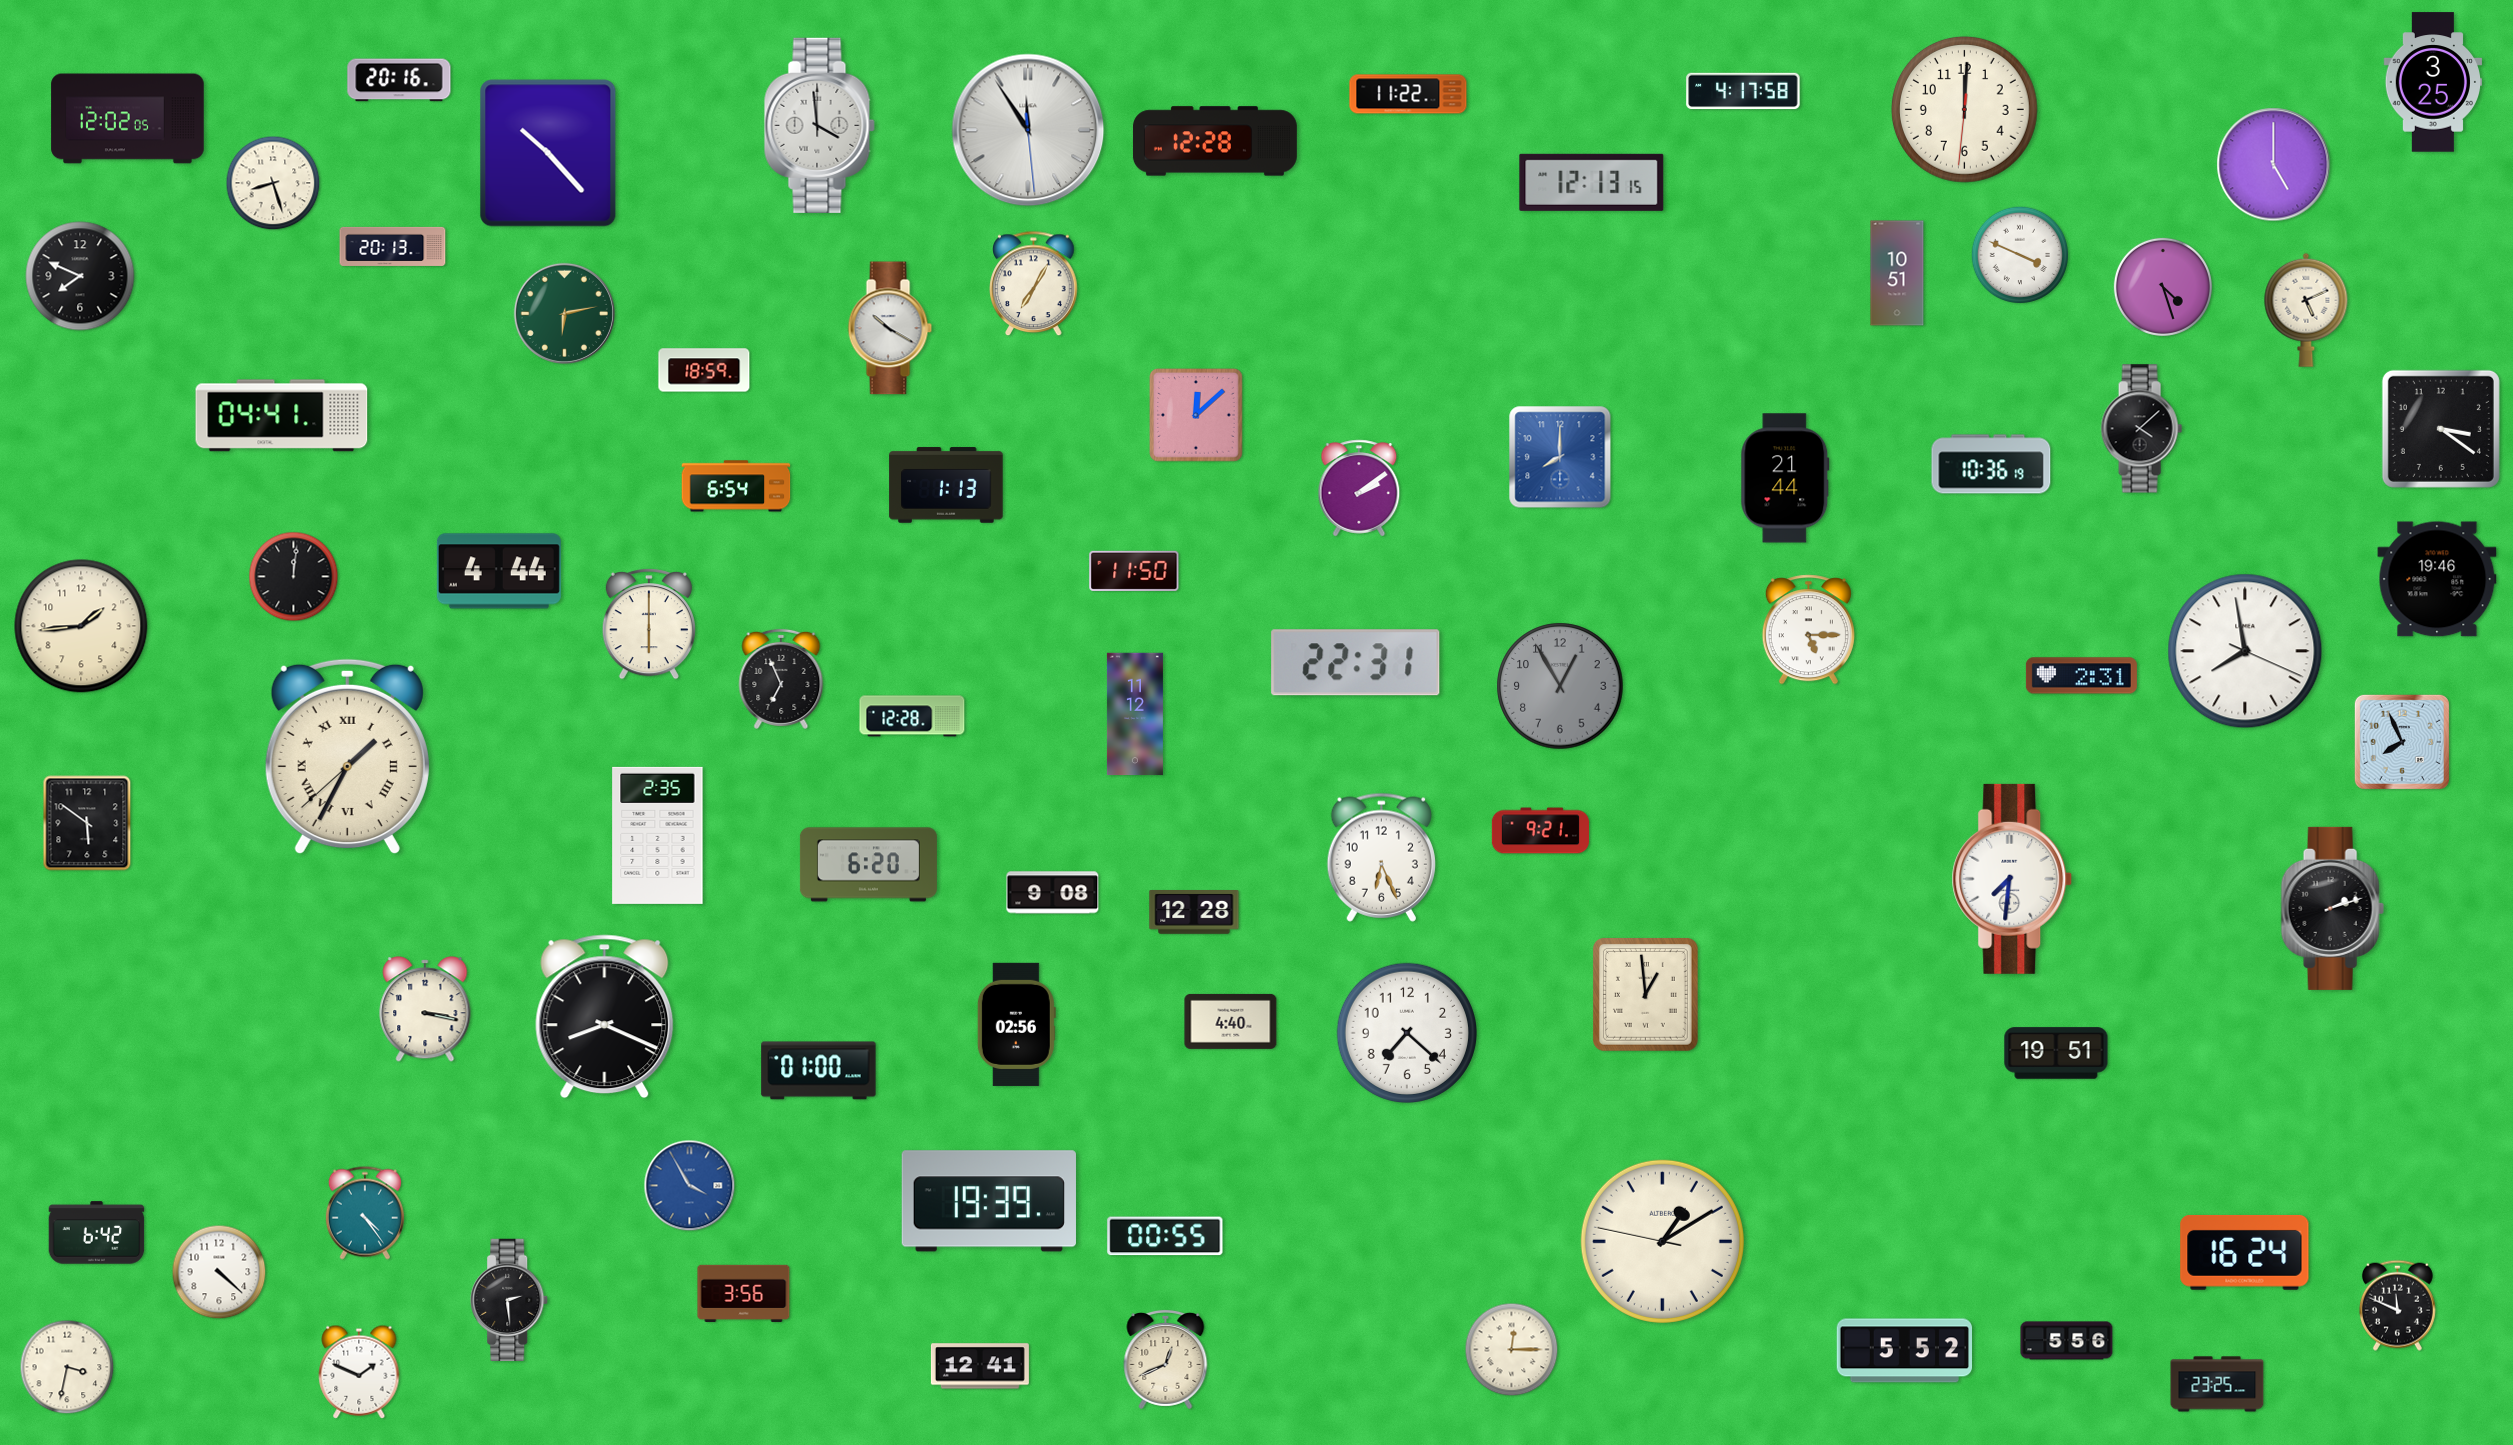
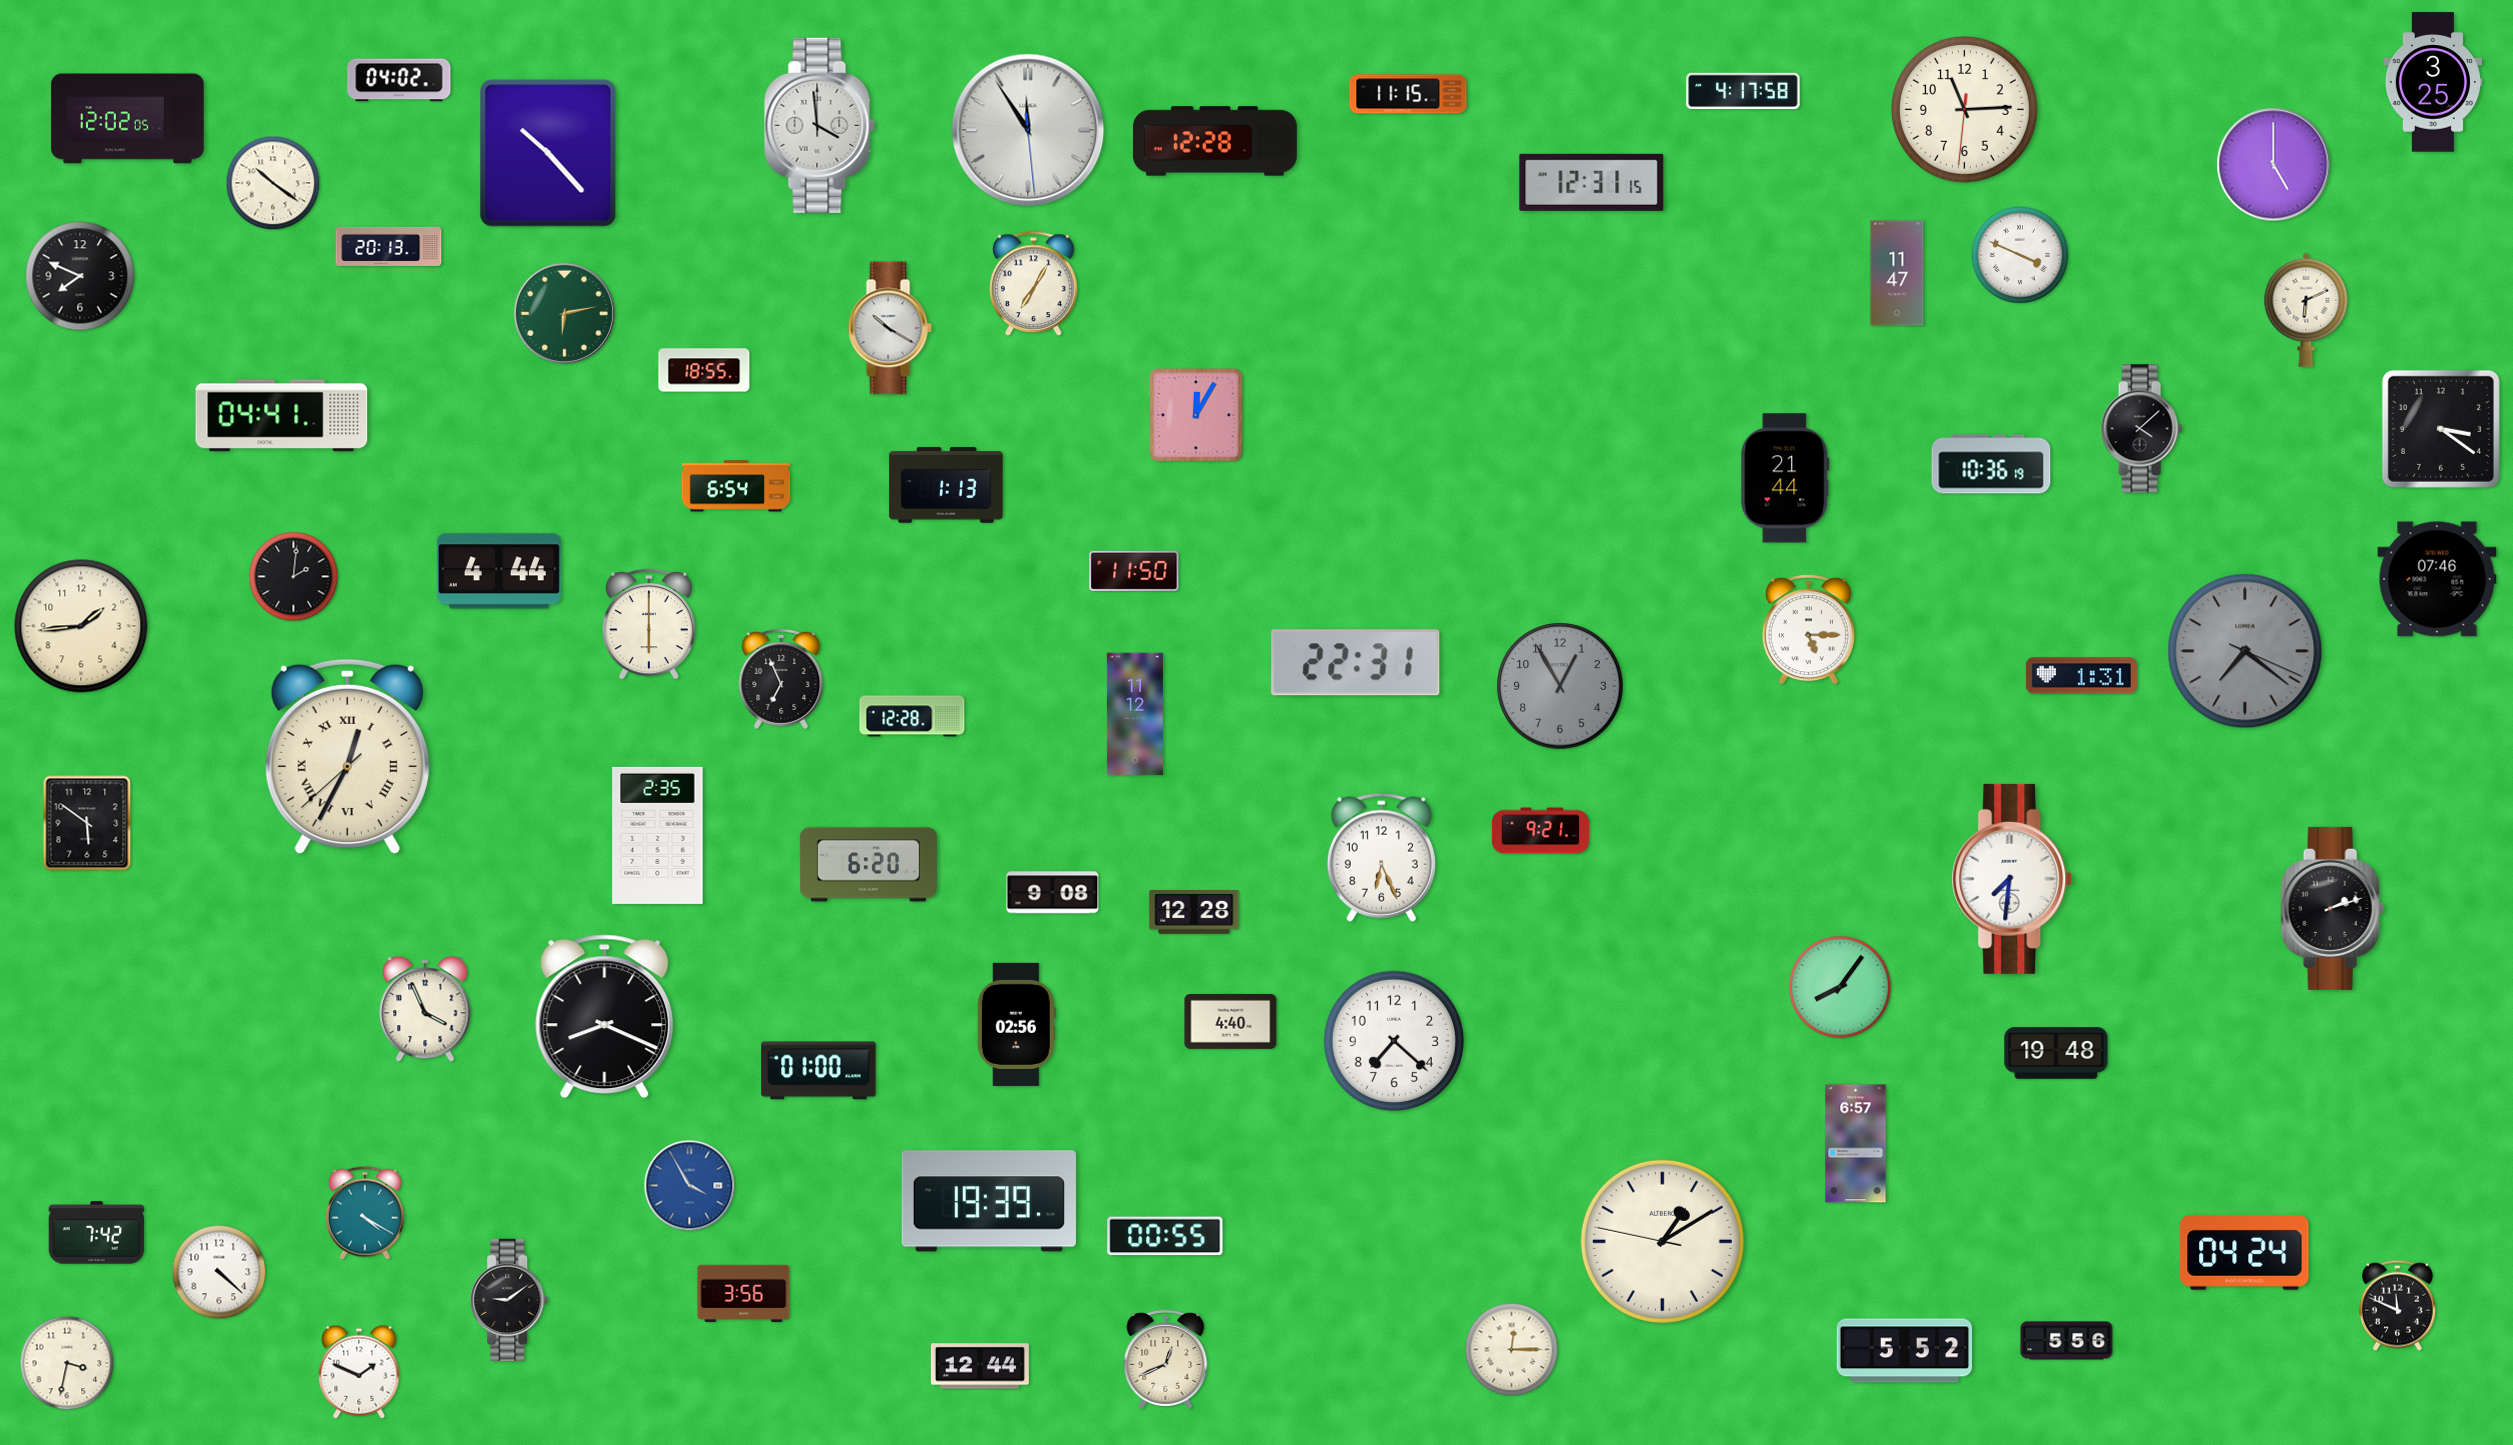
clock at (399, 80): 20:16 -> 04:02
clock at (1408, 94): 11:22 -> 11:15
clock at (1964, 109): 12:00 -> 11:14
clock at (1592, 182): 12:13 -> 12:31
clock at (273, 183): 8:27 -> 10:21
clock at (393, 246) position: (393, 246) -> (389, 246)
clock at (1897, 273): 10:51 -> 11:47
clock at (2163, 287): 4:27 -> none
clock at (2306, 310): 5:11 -> 6:11
clock at (704, 370): 18:59 -> 18:55
clock at (1197, 416): 12:08 -> 12:05
clock at (1560, 457): 8:00 -> none
clock at (1359, 488): 2:09 -> none
clock at (294, 577): 12:01 -> 2:01
clock at (2437, 579): 19:46 -> 07:46
clock at (2245, 651): 7:58 -> 7:21
clock at (2245, 651) dial: white -> grey
clock at (2081, 676): 2:31 -> 1:31
clock at (2402, 742): 7:56 -> none
clock at (347, 757): 1:34 -> 12:34
clock at (1841, 988): none -> 8:06
clock at (1645, 994): 12:59 -> none
clock at (425, 1009): 3:17 -> 3:56
clock at (1406, 1032) position: (1406, 1032) -> (1393, 1040)
clock at (2056, 1053): 19:51 -> 19:48
clock at (1856, 1144): none -> 6:57
clock at (365, 1213): 4:24 -> 4:20
clock at (97, 1233): 6:42 -> 7:42
clock at (2245, 1252): 16:24 -> 04:24
clock at (510, 1299): 2:29 -> 9:09
clock at (980, 1366): 12:41 -> 12:44
clock at (67, 1367) position: (67, 1367) -> (67, 1363)
clock at (2217, 1384): 23:25 -> none
